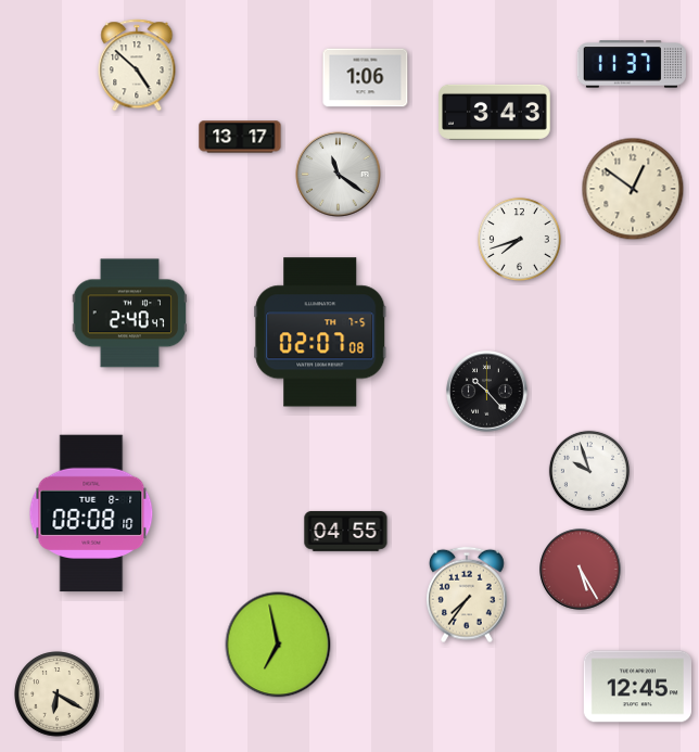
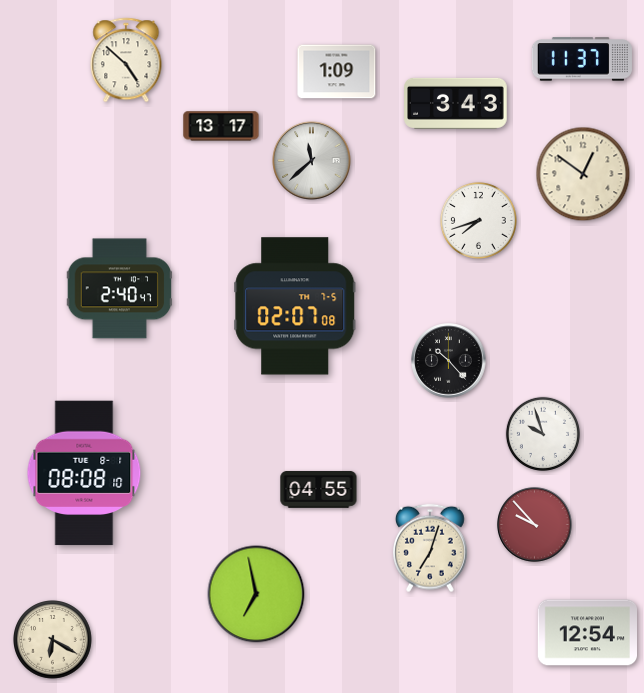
clock at (366, 78): 1:06 -> 1:09
clock at (339, 175): 11:21 -> 11:38
clock at (581, 570): 5:25 -> 9:53
clock at (468, 595): 7:36 -> 7:03
clock at (637, 687): 12:45 -> 12:54
